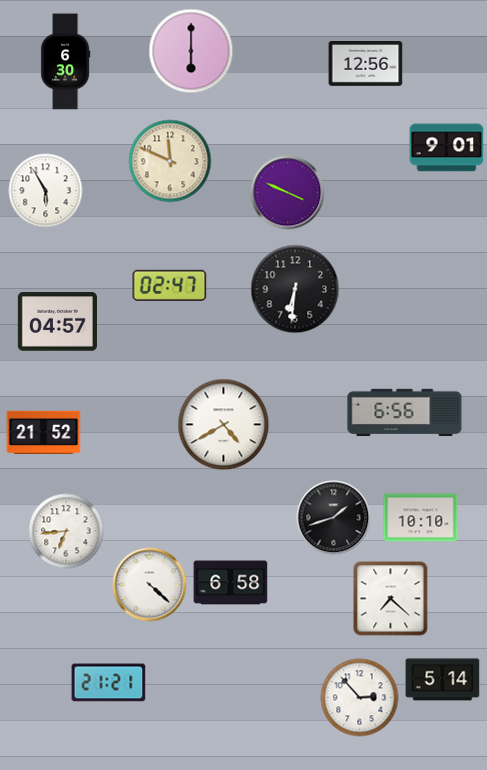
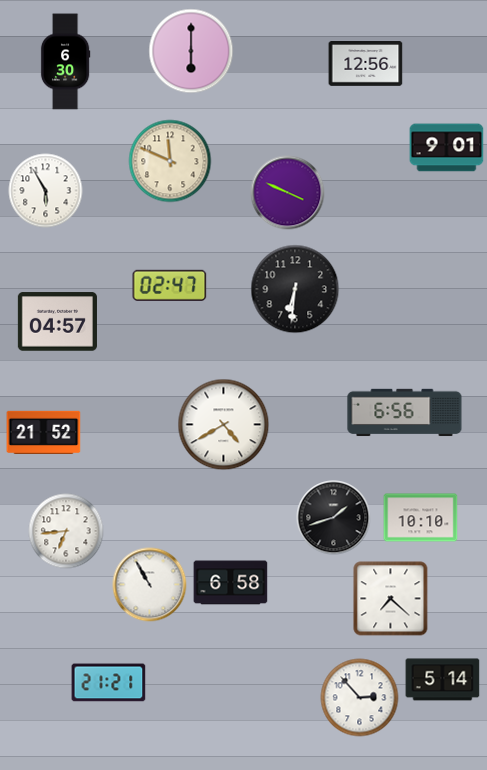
clock at (150, 585): 4:22 -> 10:55
